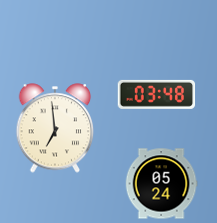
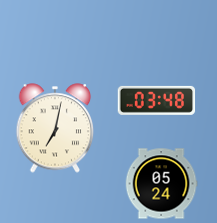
clock at (157, 94) position: (157, 94) -> (157, 100)
clock at (55, 128): 6:59 -> 7:02
